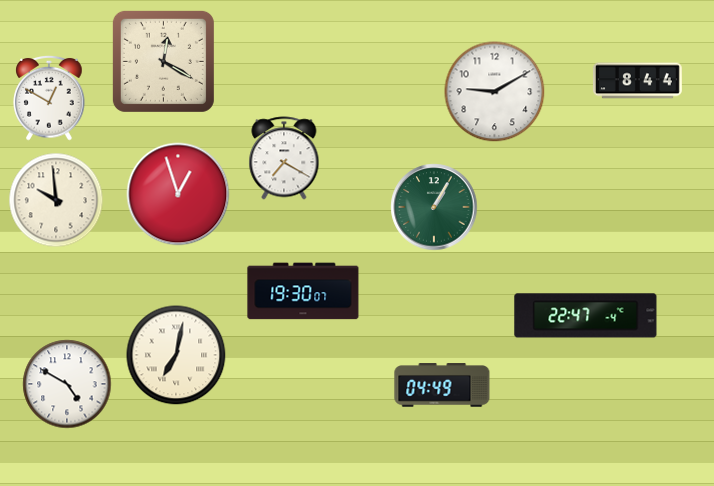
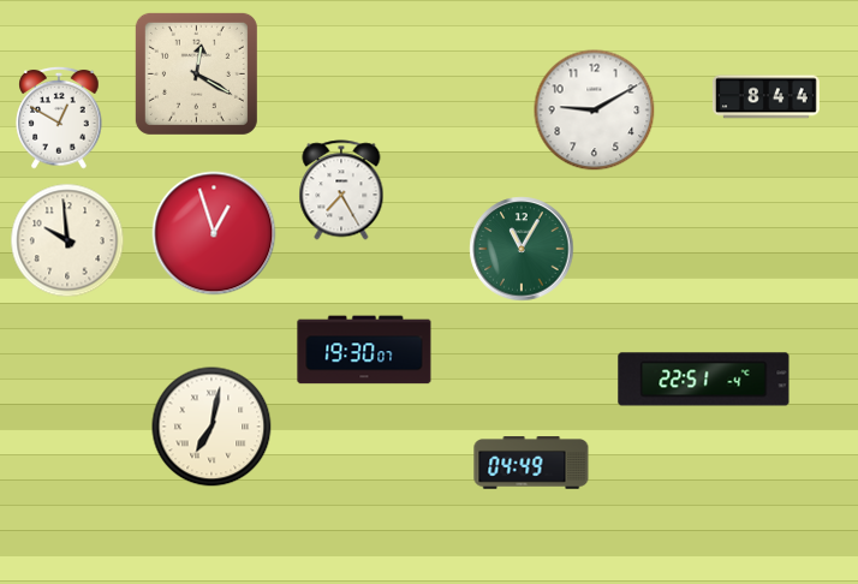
clock at (284, 158): 7:20 -> 7:25
clock at (434, 207): 1:05 -> 11:05
clock at (586, 316): 22:47 -> 22:51
clock at (67, 384): 4:50 -> none
